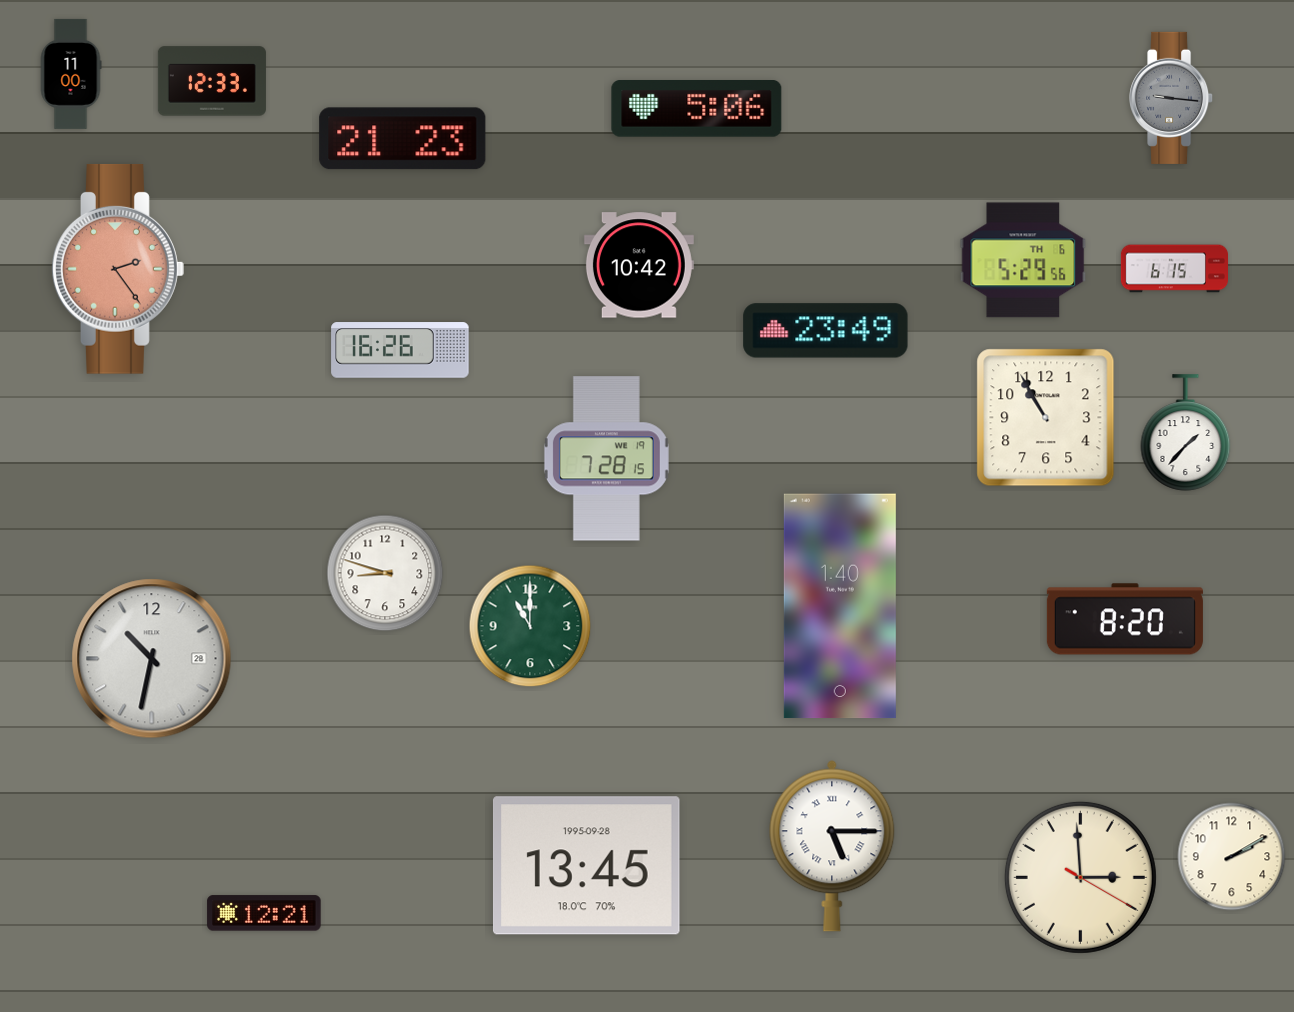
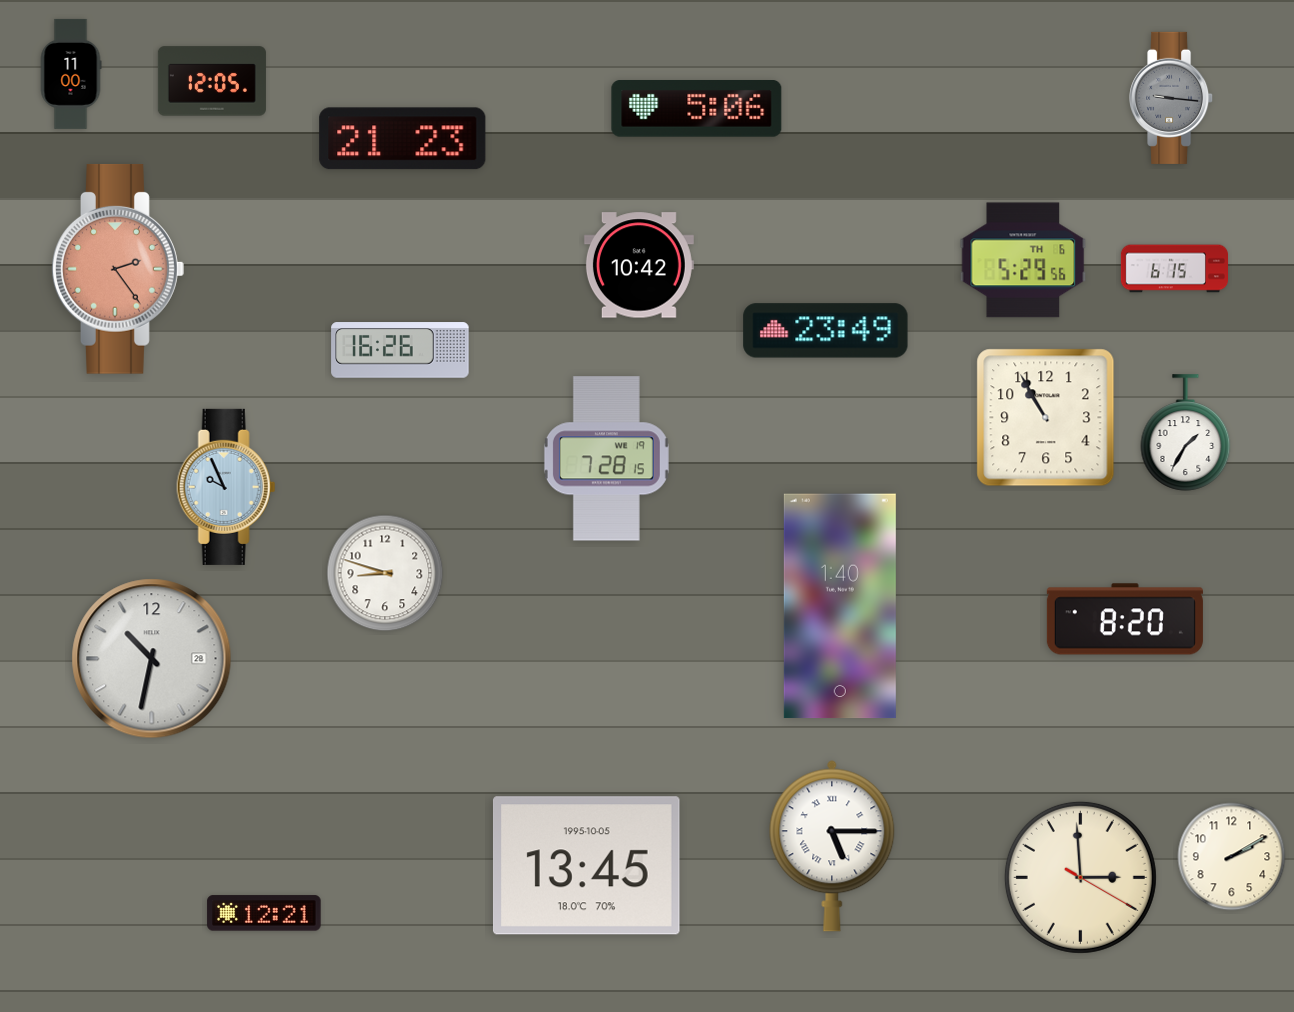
clock at (212, 81): 12:33 -> 12:05
clock at (1186, 433): 1:37 -> 1:35
clock at (226, 487): none -> 9:56
clock at (530, 626): 11:00 -> none
clock at (587, 866) date: 1995-09-28 -> 1995-10-05
